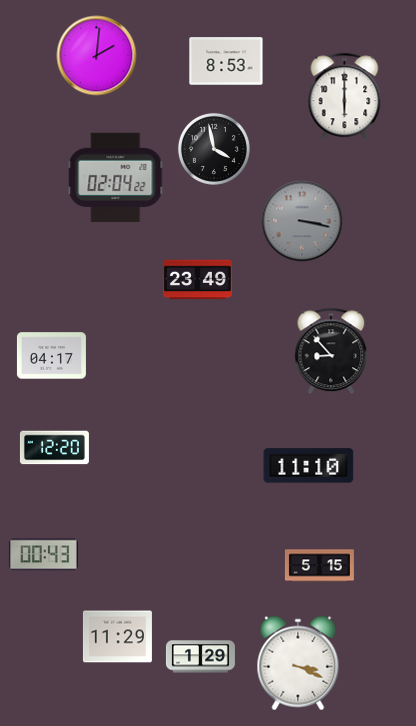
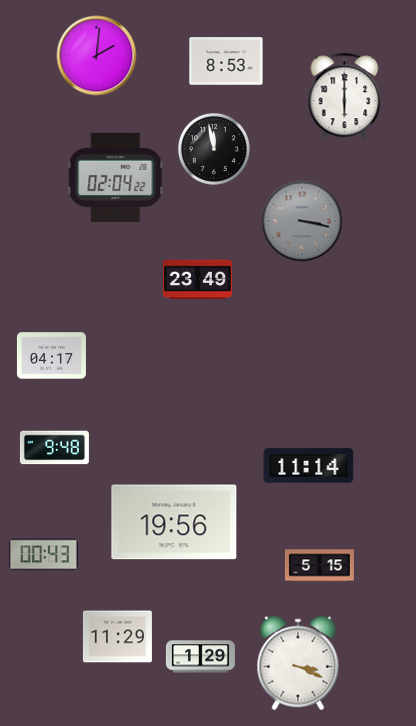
clock at (214, 149): 3:58 -> 11:58
clock at (331, 351): 8:53 -> none
clock at (54, 448): 12:20 -> 9:48
clock at (309, 466): 11:10 -> 11:14
clock at (174, 522): none -> 19:56
